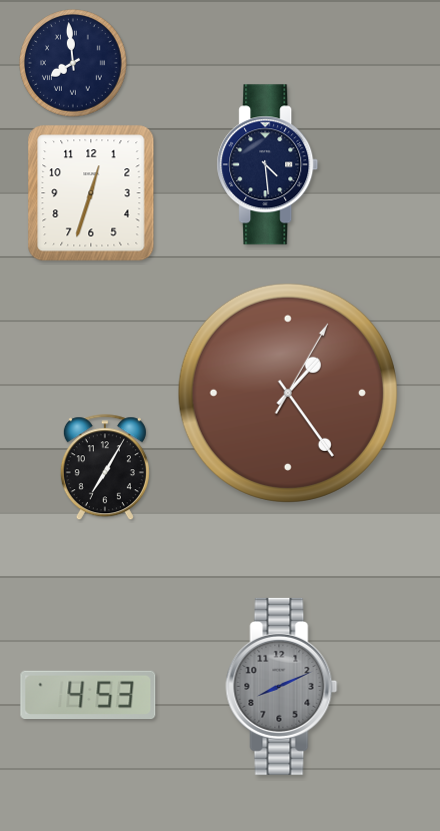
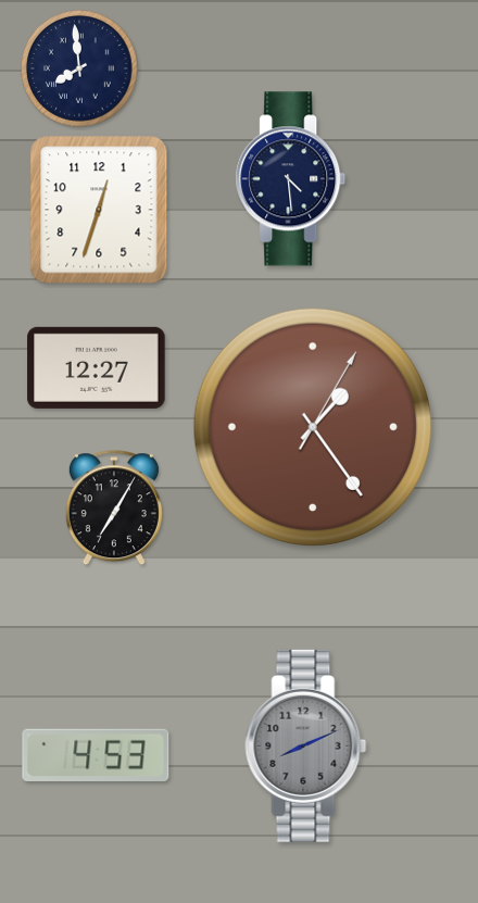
clock at (97, 367): none -> 12:27
